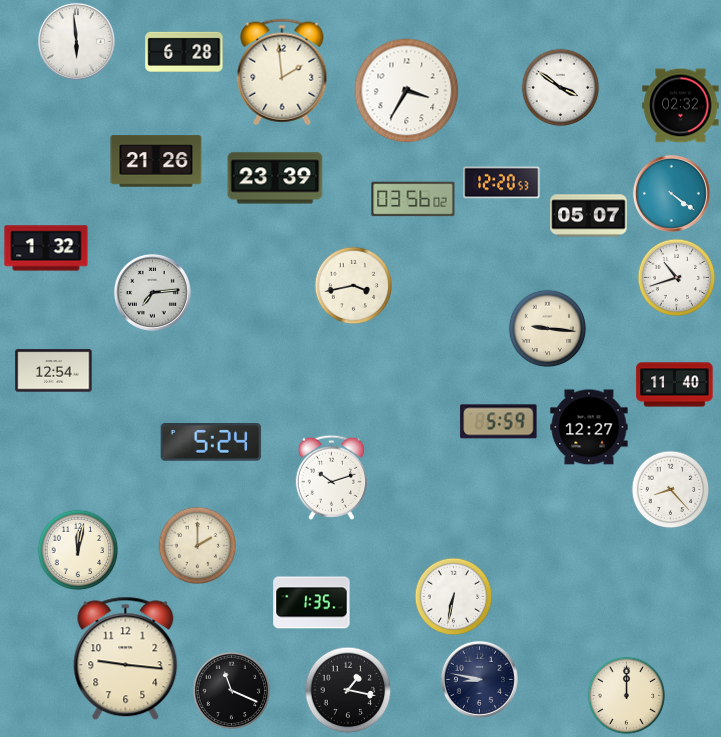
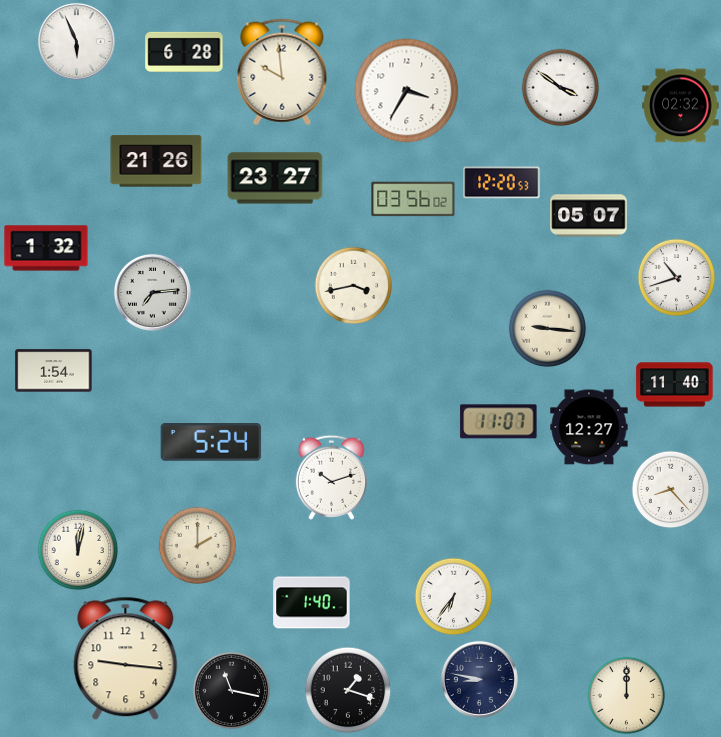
clock at (76, 41): 5:59 -> 5:56
clock at (282, 72): 1:59 -> 9:59
clock at (275, 178): 23:39 -> 23:27
clock at (671, 193): 4:21 -> none
clock at (54, 371): 12:54 -> 1:54
clock at (499, 422): 5:59 -> 11:07
clock at (453, 596): 6:32 -> 6:36
clock at (312, 603): 1:35 -> 1:40
clock at (231, 690): 11:19 -> 11:17
clock at (348, 690): 1:17 -> 1:18
